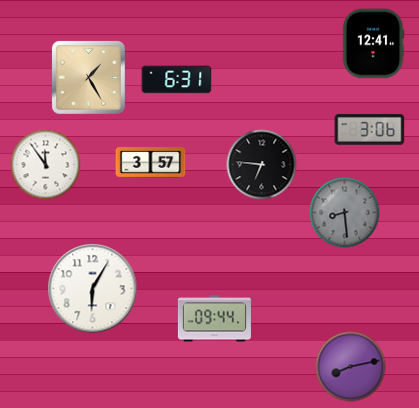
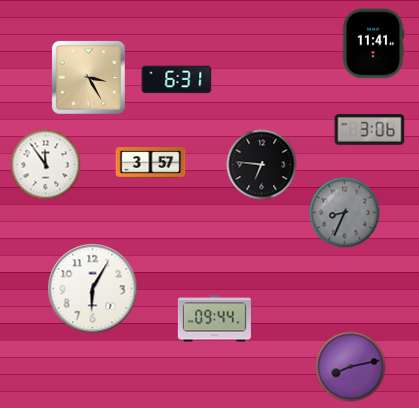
clock at (373, 44): 12:41 -> 11:41
clock at (88, 77): 1:25 -> 3:25
clock at (345, 213): 8:29 -> 8:34
